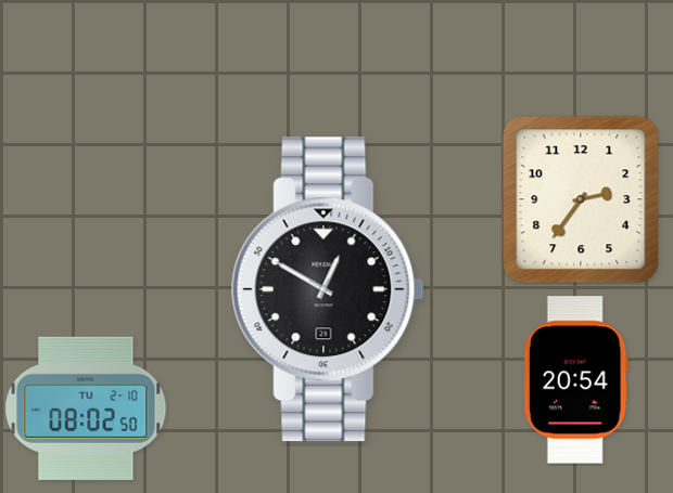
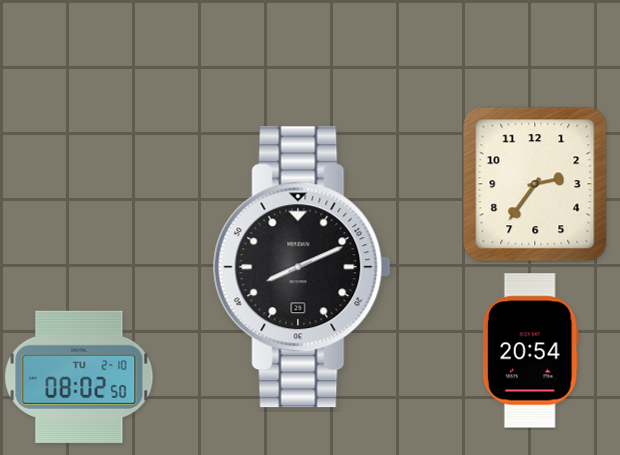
clock at (328, 289): 12:50 -> 8:11
